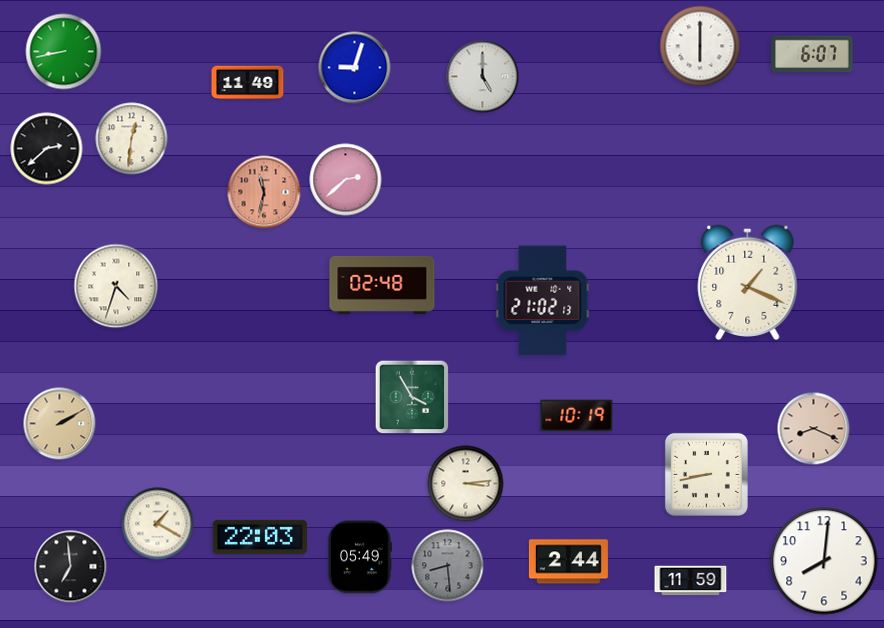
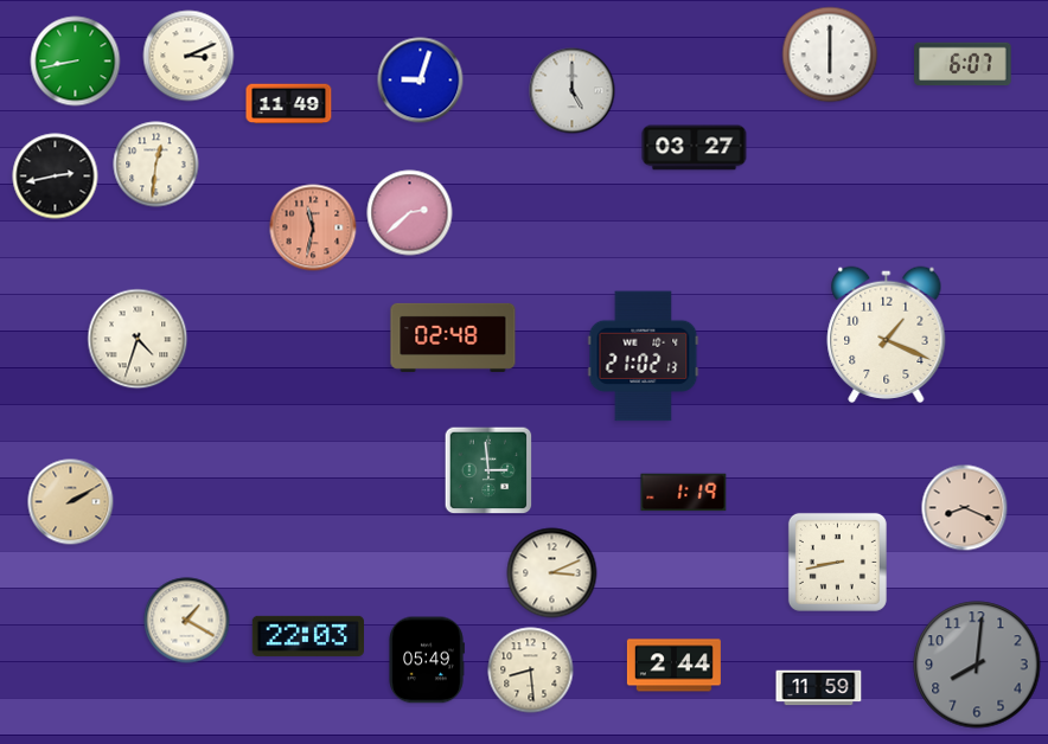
clock at (188, 56): none -> 3:11
clock at (248, 83) position: (248, 83) -> (289, 104)
clock at (695, 148): none -> 03:27
clock at (47, 149): 2:38 -> 2:43
clock at (412, 397): 3:55 -> 2:59
clock at (577, 416): 10:19 -> 1:19
clock at (466, 484): 3:14 -> 3:11
clock at (824, 561) dial: white -> grey
clock at (448, 566) dial: grey -> cream
clock at (71, 567): 6:59 -> none
